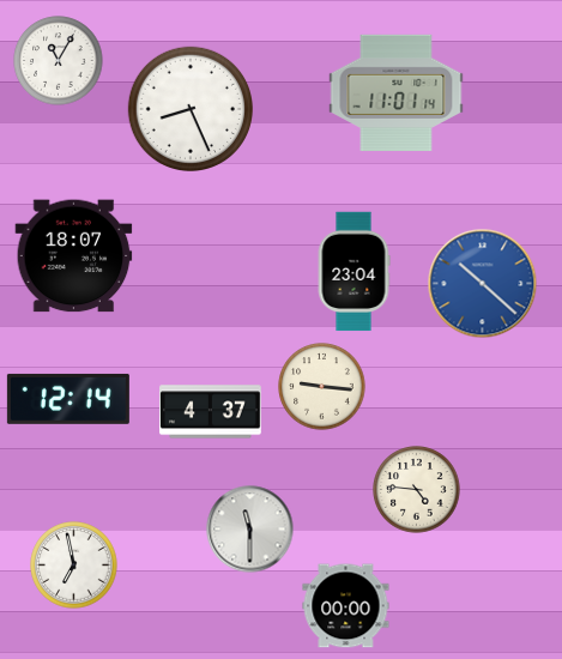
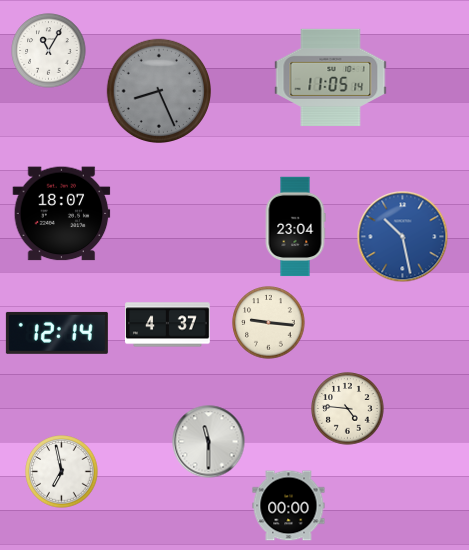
clock at (397, 92): 11:01 -> 11:05
clock at (189, 108) dial: white -> grey
clock at (483, 284): 10:22 -> 10:28
clock at (211, 412) position: (211, 412) -> (168, 325)
